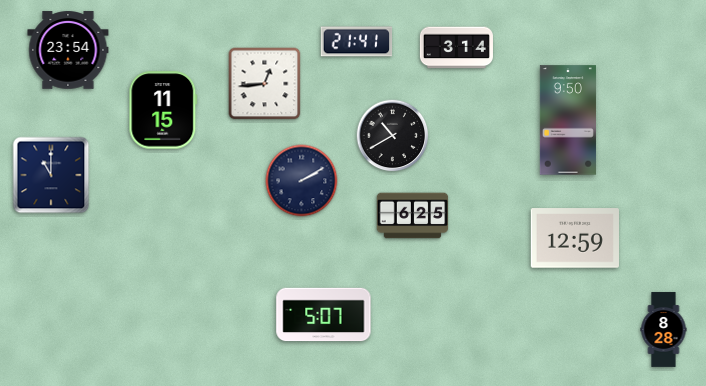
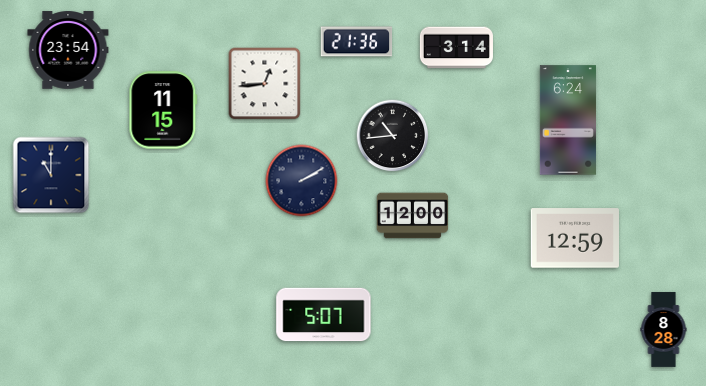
clock at (357, 42): 21:41 -> 21:36
clock at (568, 120): 9:50 -> 6:24
clock at (393, 136): 10:40 -> 10:44
clock at (413, 216): 6:25 -> 12:00
